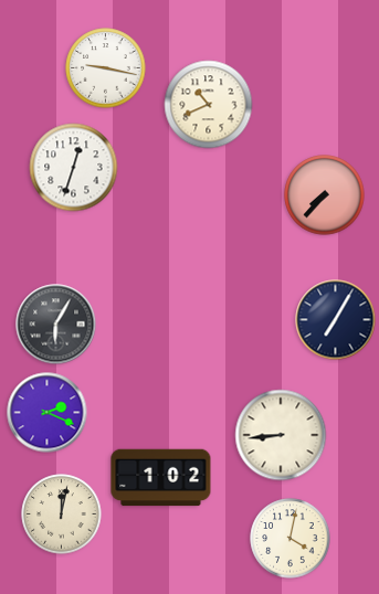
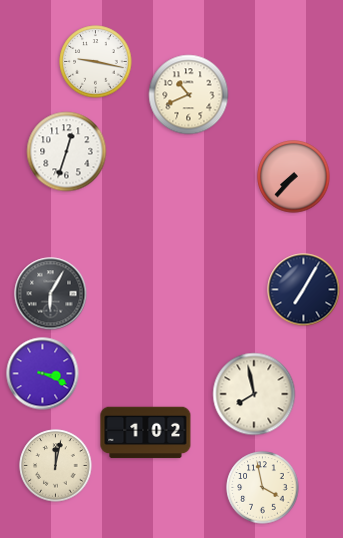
clock at (48, 413): 2:19 -> 3:19
clock at (281, 435): 8:44 -> 7:58
clock at (291, 539): 4:02 -> 3:58
